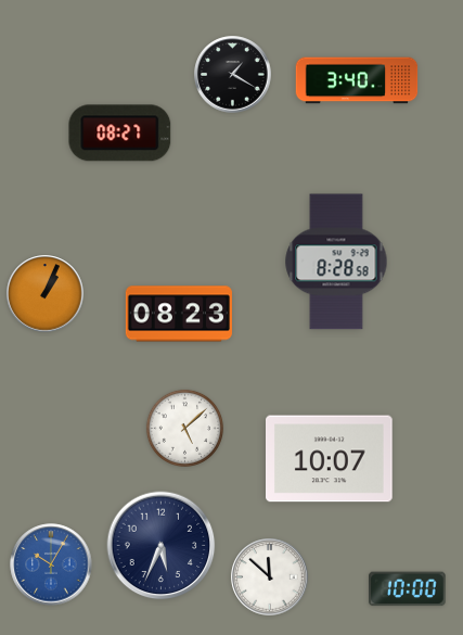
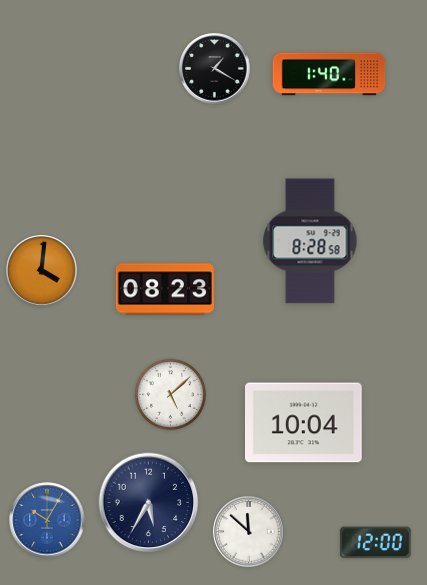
clock at (357, 80): 3:40 -> 1:40
clock at (120, 134): 08:27 -> none
clock at (46, 294): 1:04 -> 4:01
clock at (330, 459): 10:07 -> 10:04
clock at (162, 546): 5:34 -> 5:35
clock at (408, 589): 10:00 -> 12:00
